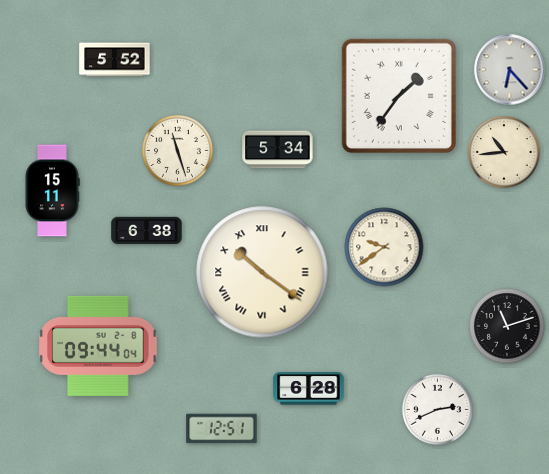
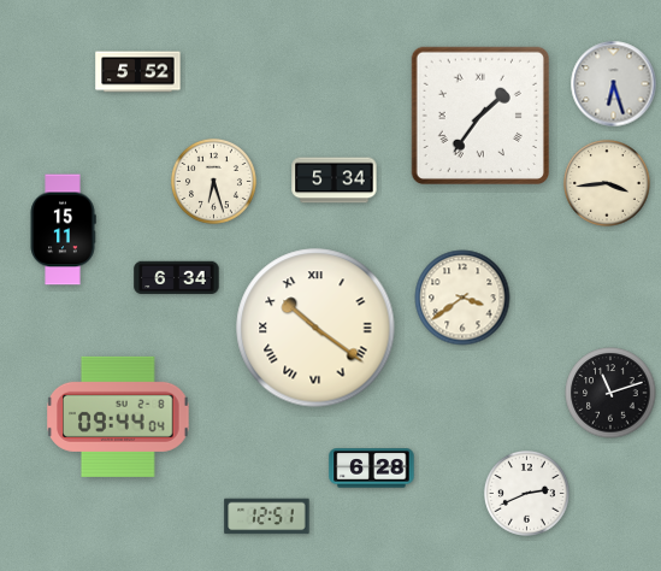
clock at (510, 70): 6:23 -> 6:27
clock at (177, 150): 11:27 -> 6:27
clock at (505, 153): 10:44 -> 3:44
clock at (147, 231): 6:38 -> 6:34
clock at (384, 247): 9:39 -> 3:39
